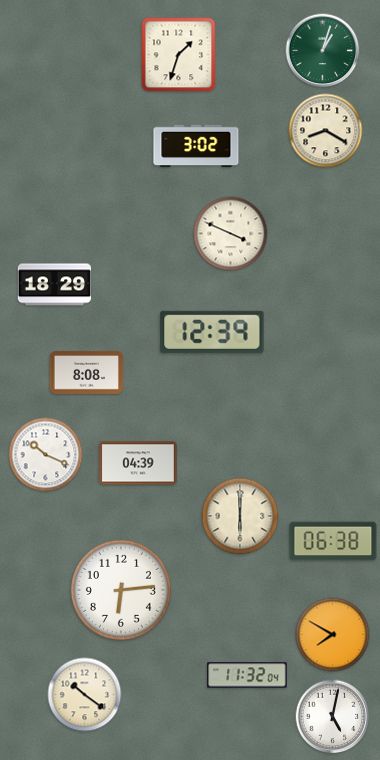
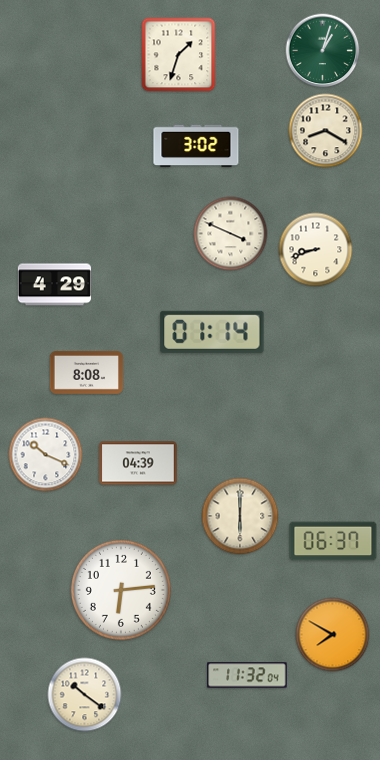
clock at (316, 250): none -> 8:42
clock at (55, 285): 18:29 -> 4:29
clock at (212, 332): 12:39 -> 01:14
clock at (333, 541): 06:38 -> 06:37
clock at (333, 717): 5:02 -> none
